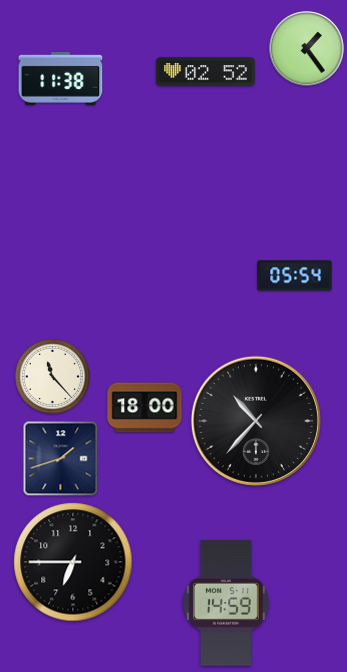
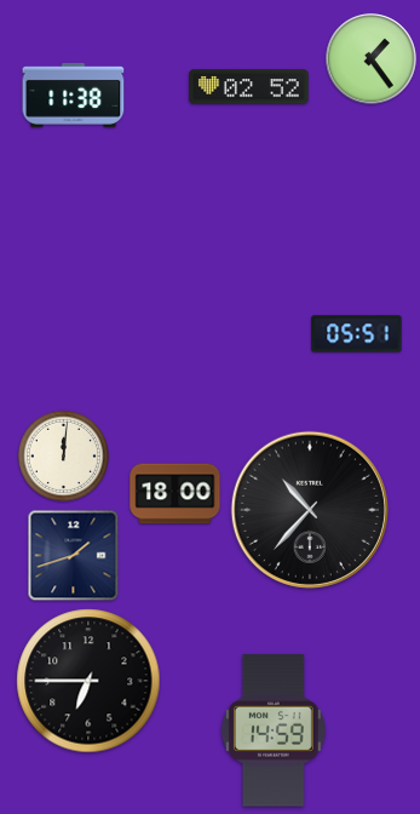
clock at (295, 276): 05:54 -> 05:51
clock at (52, 376): 11:23 -> 12:01
